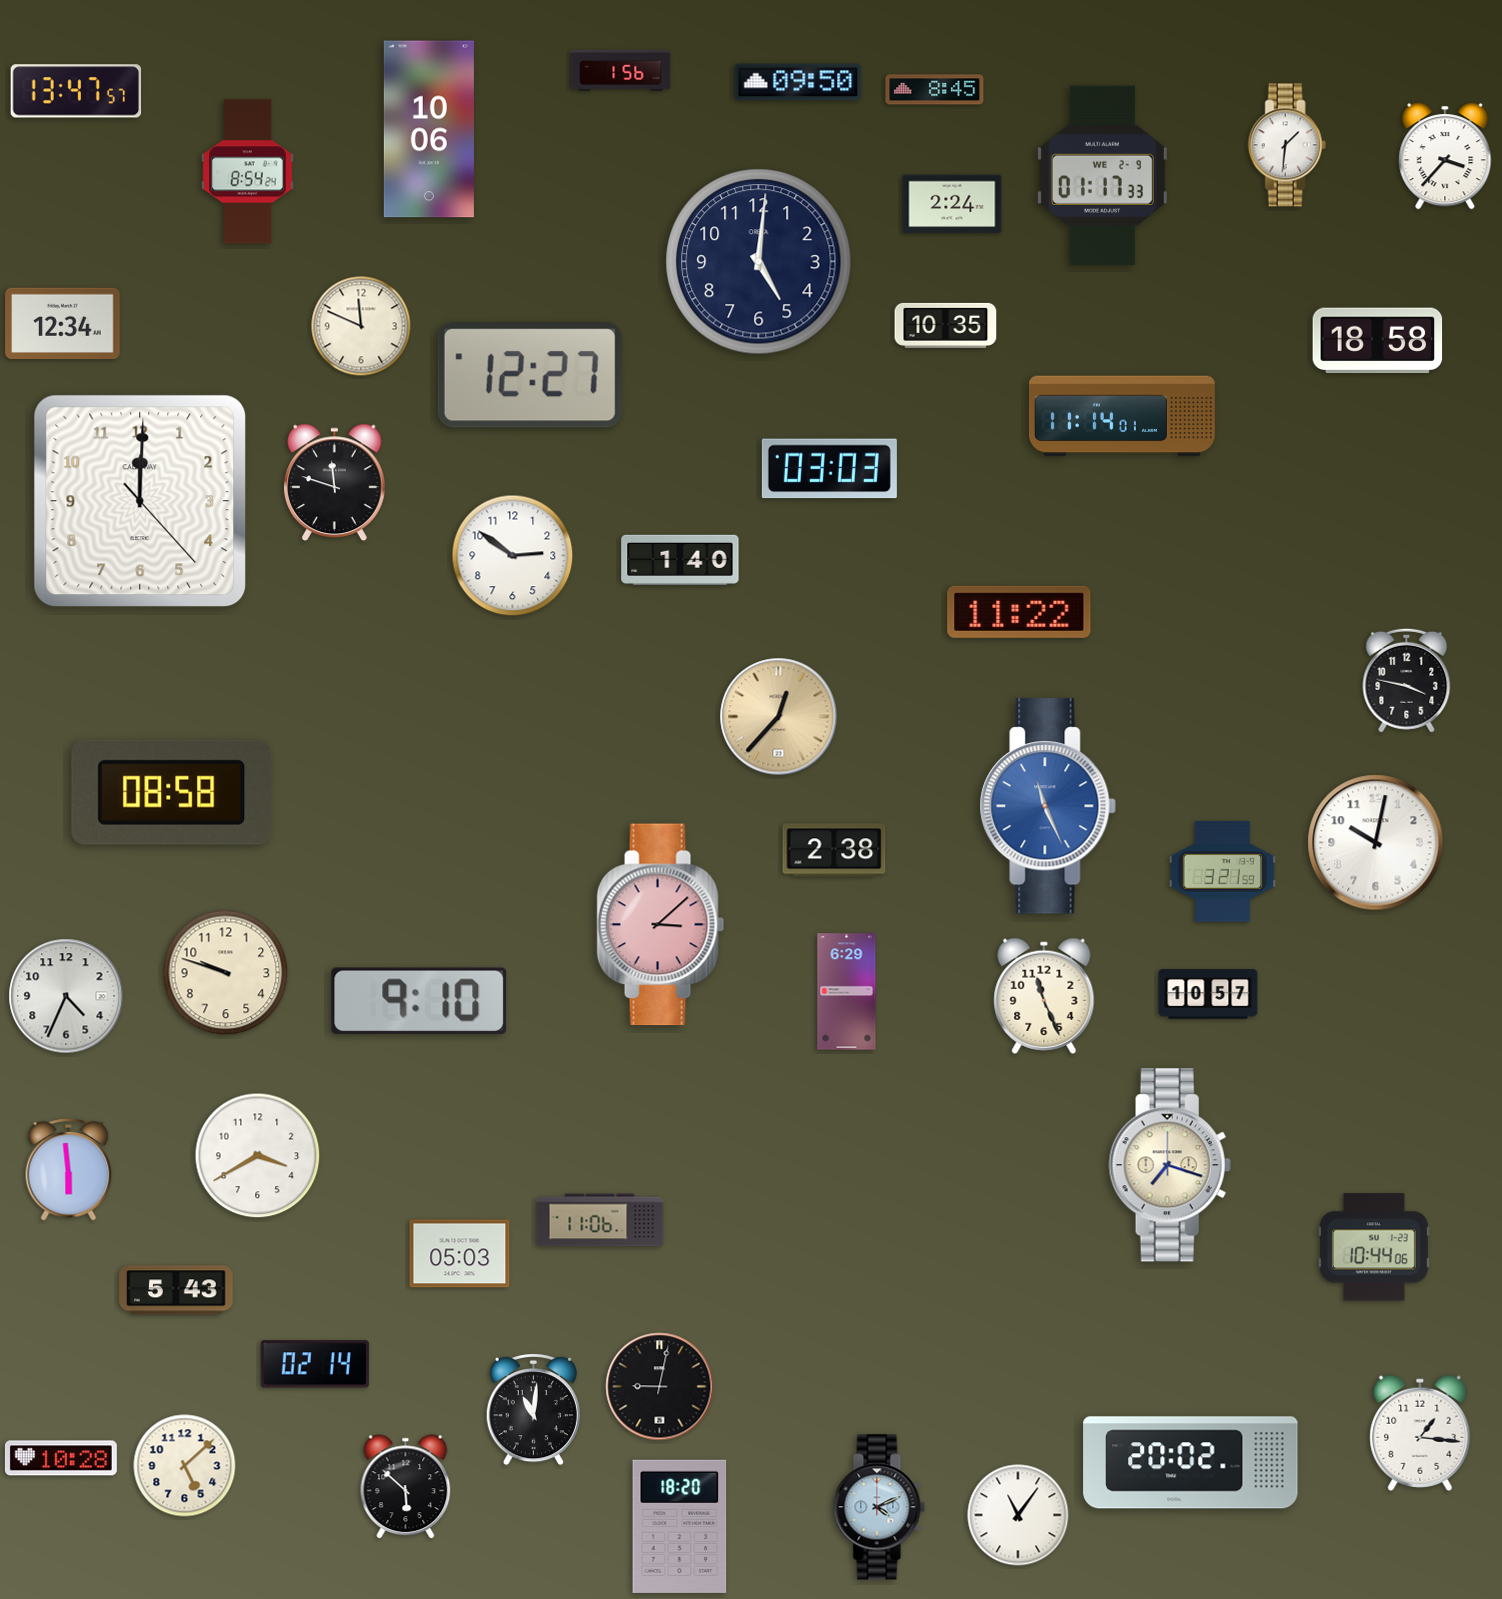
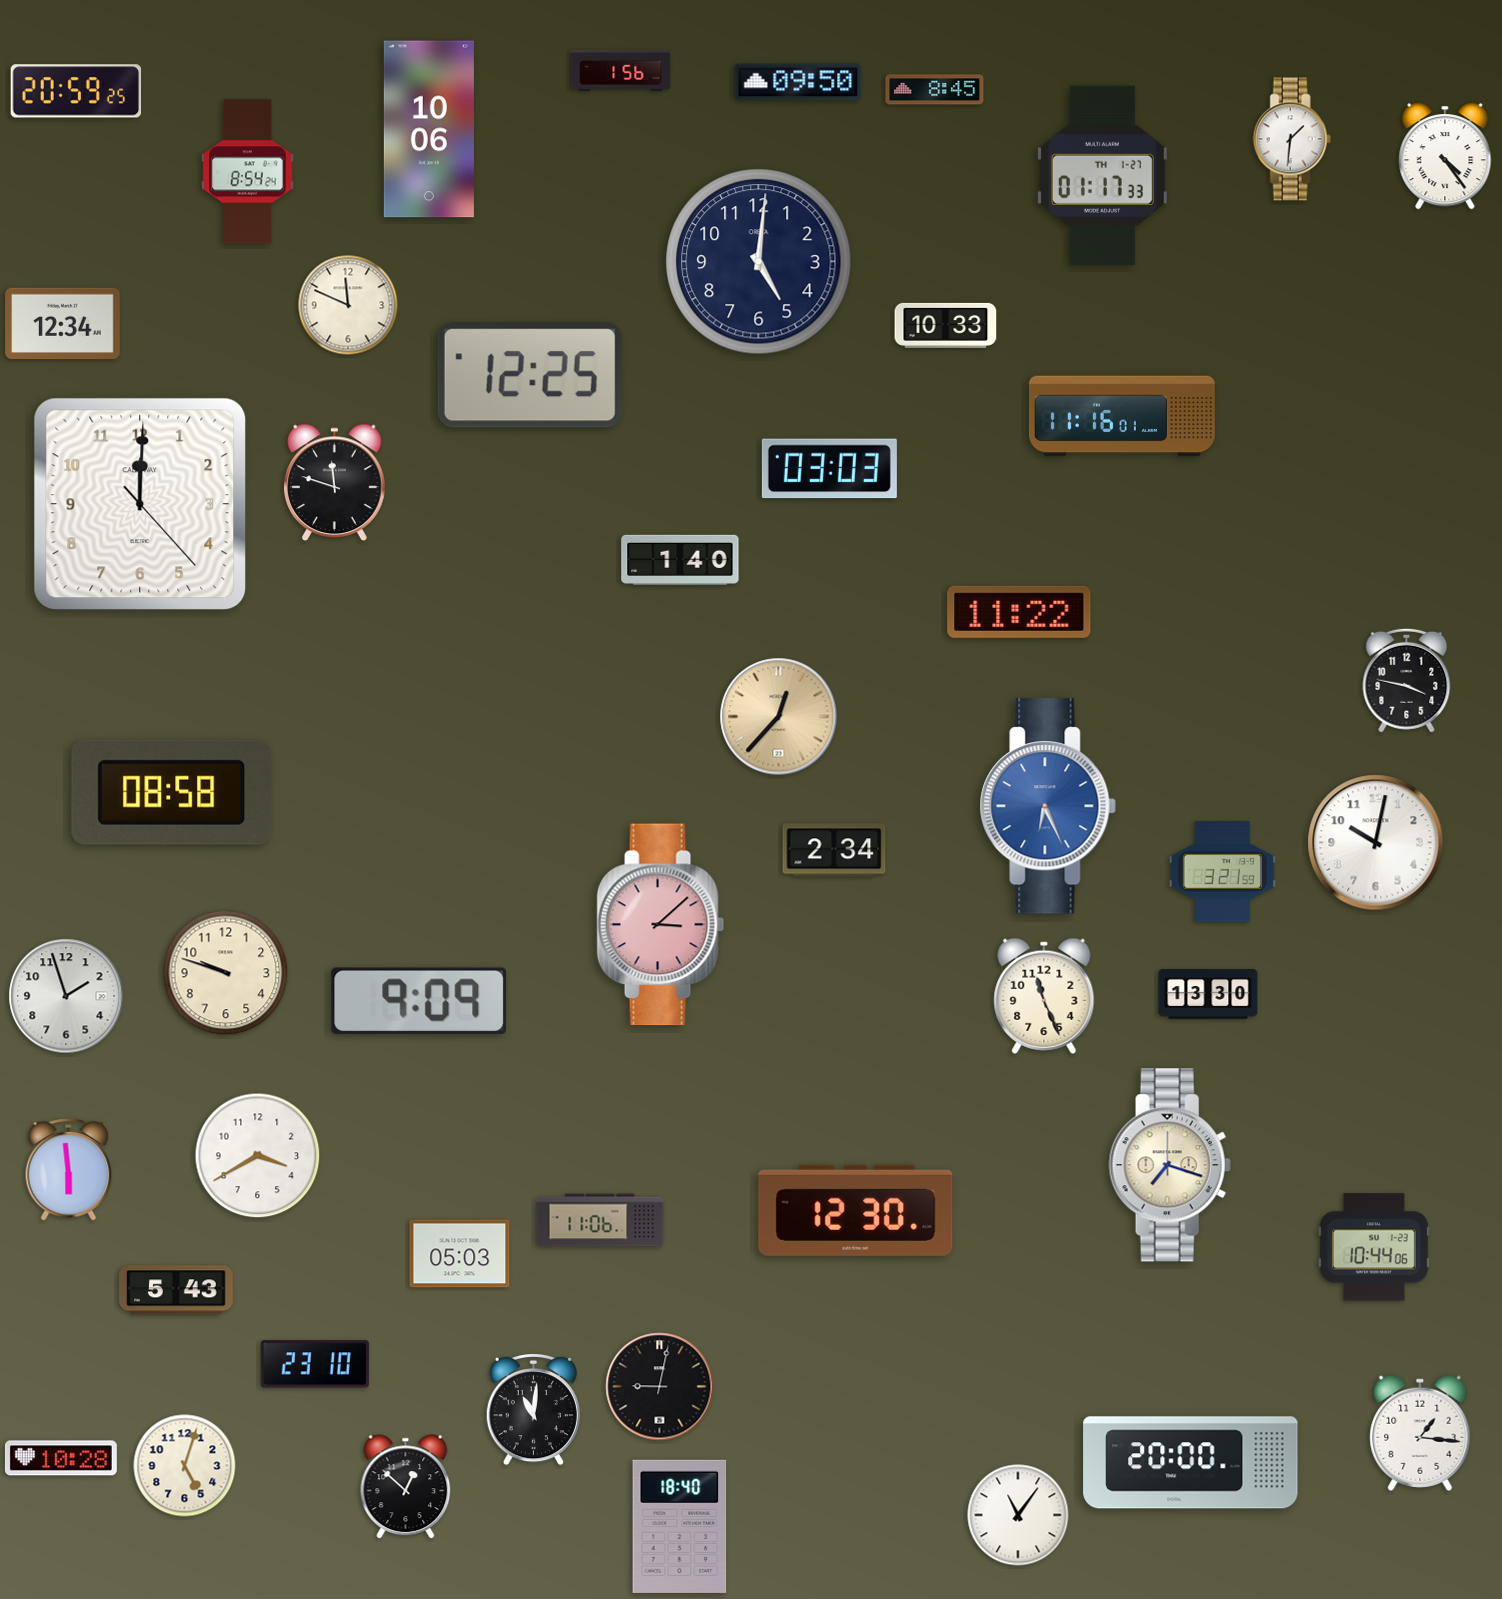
clock at (76, 91): 13:47 -> 20:59
clock at (1287, 145) position: (1287, 145) -> (1292, 139)
clock at (1445, 156): 3:37 -> 4:24
clock at (1102, 175) date: WE 2-9 -> TH 1-27
clock at (952, 204): 2:24 -> none
clock at (946, 325): 10:35 -> 10:33
clock at (361, 326) position: (361, 326) -> (348, 305)
clock at (1378, 341): 18:58 -> none
clock at (530, 375): 12:27 -> 12:25
clock at (1122, 416): 11:14 -> 11:16
clock at (140, 501) position: (140, 501) -> (140, 504)
clock at (513, 556): 2:51 -> none
clock at (1048, 806): 11:26 -> 6:26
clock at (834, 850): 2:38 -> 2:34
clock at (847, 992): 6:29 -> none
clock at (1208, 994): 10:57 -> 13:30
clock at (66, 996): 4:34 -> 1:57
clock at (419, 1001): 9:10 -> 9:09
clock at (856, 1210): none -> 12:30
clock at (315, 1364): 02:14 -> 23:10
clock at (1191, 1463): 20:02 -> 20:00
clock at (185, 1466): 5:08 -> 5:03
clock at (406, 1487): 5:52 -> 12:52
clock at (879, 1507): 4:11 -> none
clock at (680, 1526): 18:20 -> 18:40
